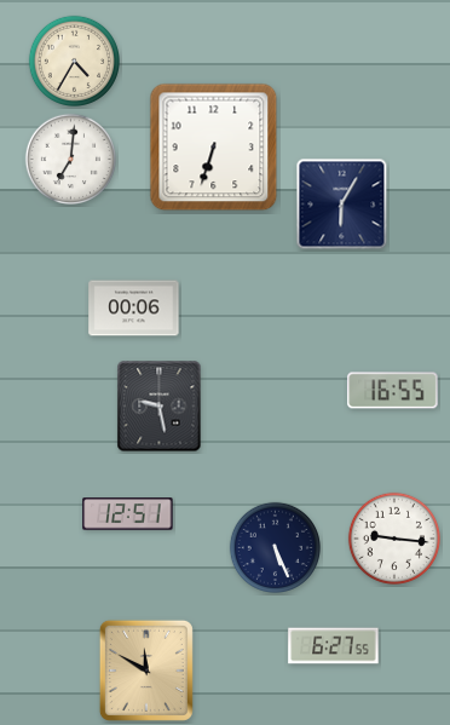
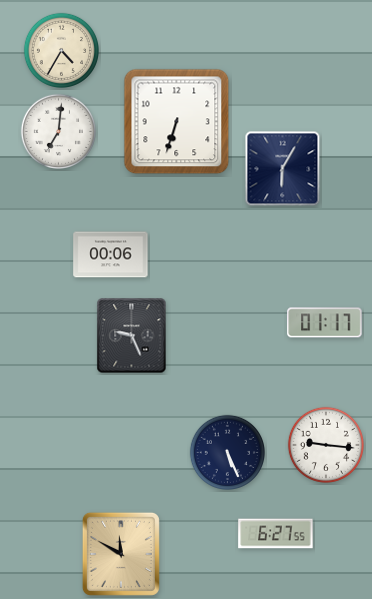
clock at (393, 391): 16:55 -> 01:17
clock at (160, 407): 9:28 -> 9:26
clock at (128, 514): 12:51 -> none
